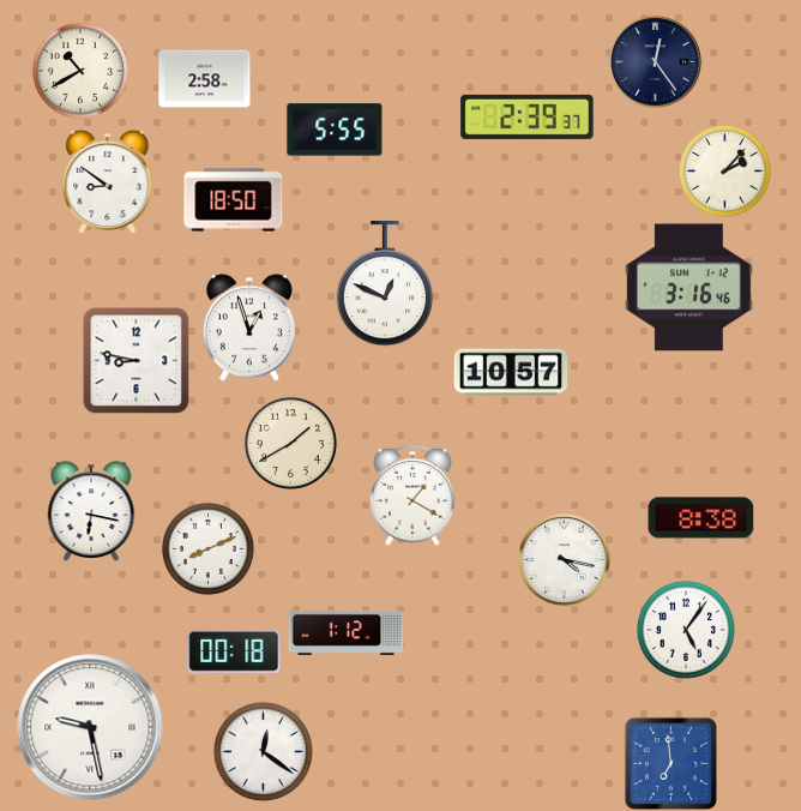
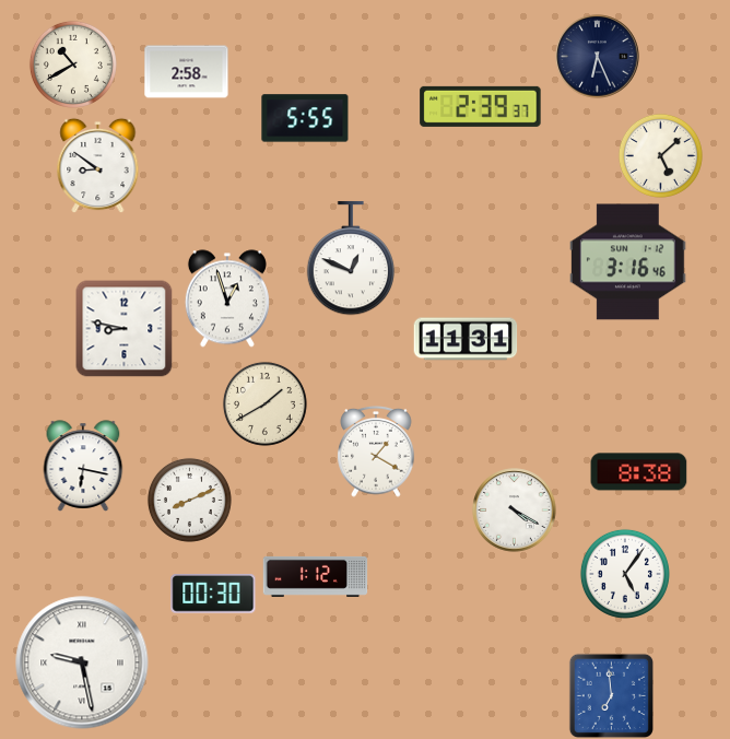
clock at (656, 62): 12:24 -> 6:26
clock at (724, 170): 2:07 -> 5:08
clock at (234, 200): 18:50 -> none
clock at (511, 372): 10:57 -> 11:31
clock at (565, 560): 4:17 -> 4:20
clock at (234, 651): 00:18 -> 00:30
clock at (263, 751): 12:21 -> none
